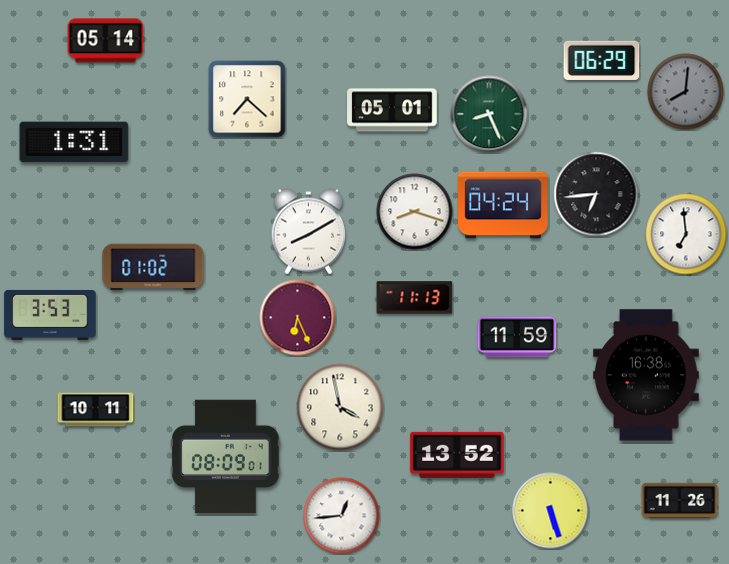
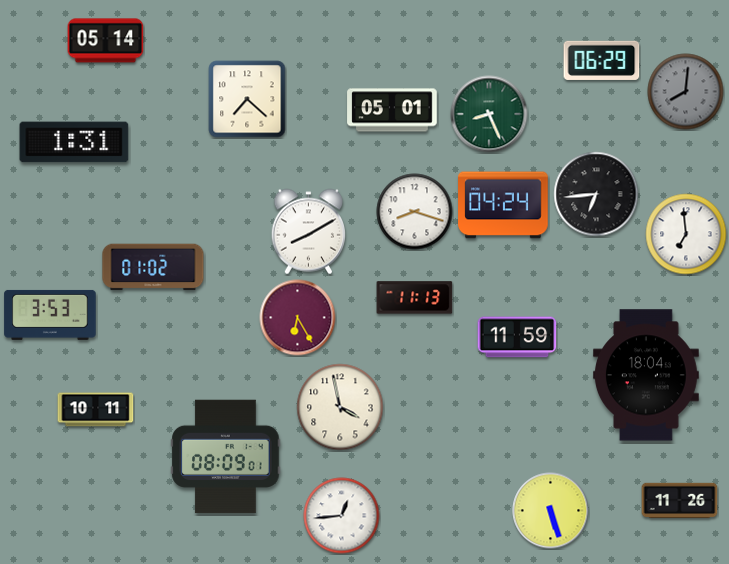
clock at (298, 318): 6:26 -> 6:25
clock at (646, 375): 16:38 -> 18:04
clock at (457, 455): 13:52 -> none
